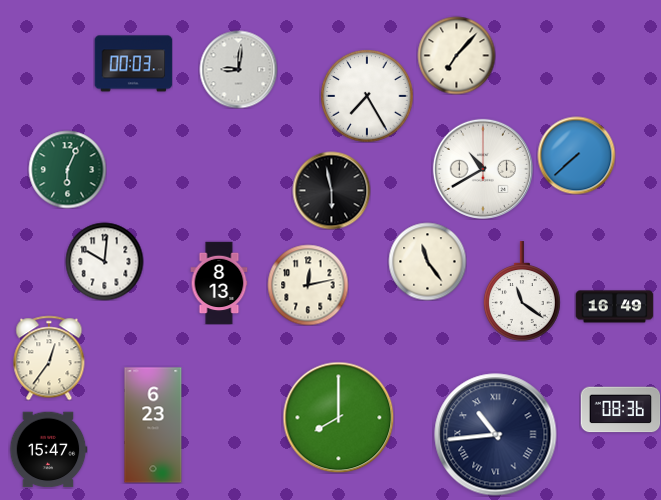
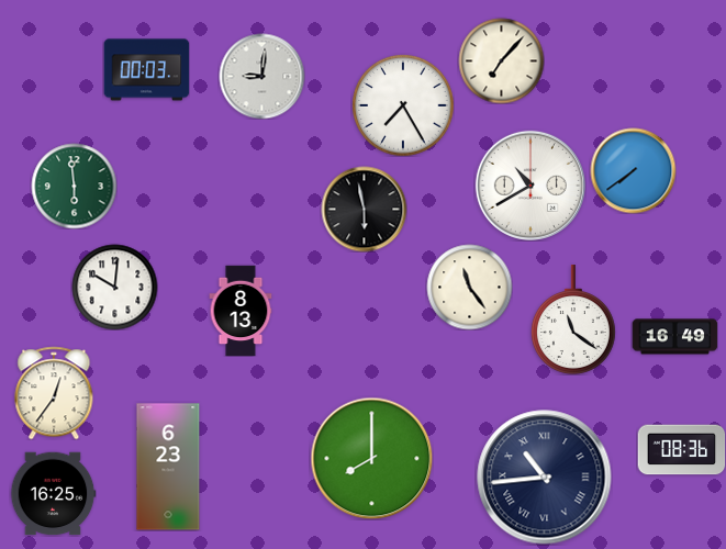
clock at (576, 155): 7:38 -> 7:39
clock at (67, 169): 6:04 -> 5:59
clock at (308, 285): 12:13 -> none
clock at (48, 450): 15:47 -> 16:25
